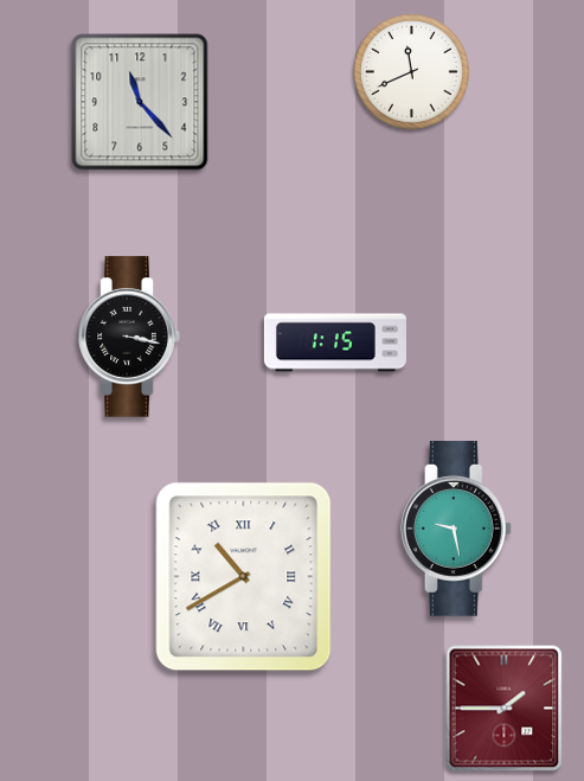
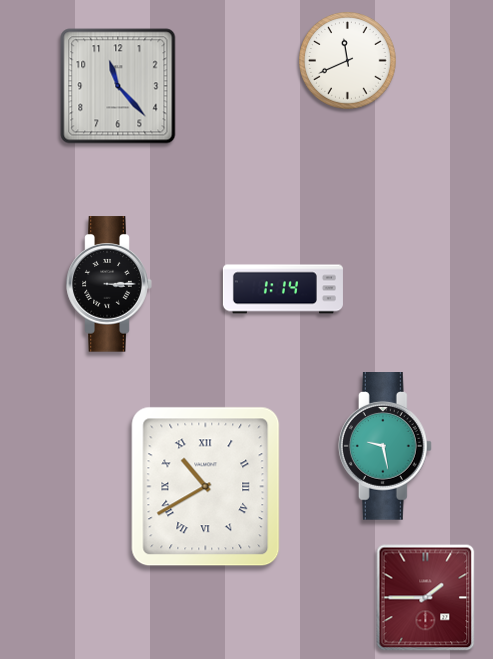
clock at (129, 337): 3:17 -> 3:15
clock at (335, 343): 1:15 -> 1:14
